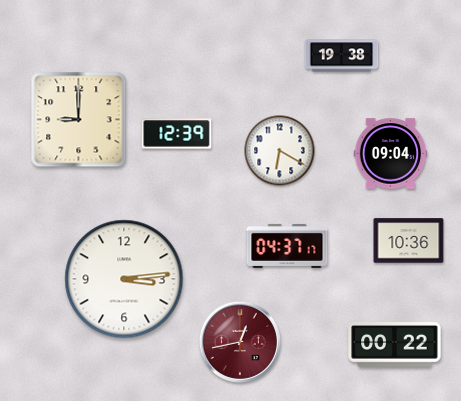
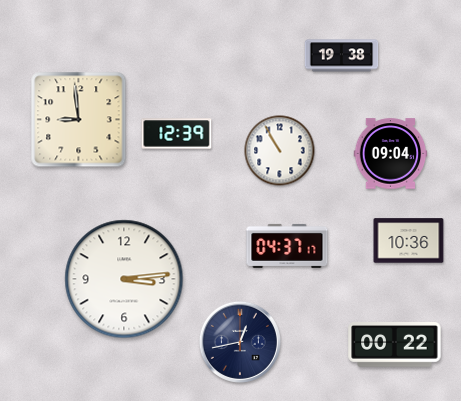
clock at (79, 120): 9:00 -> 8:59
clock at (280, 151): 6:20 -> 10:55
clock at (240, 342) dial: burgundy -> navy
